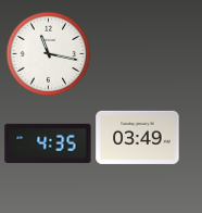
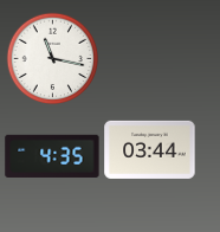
clock at (138, 137): 03:49 -> 03:44
